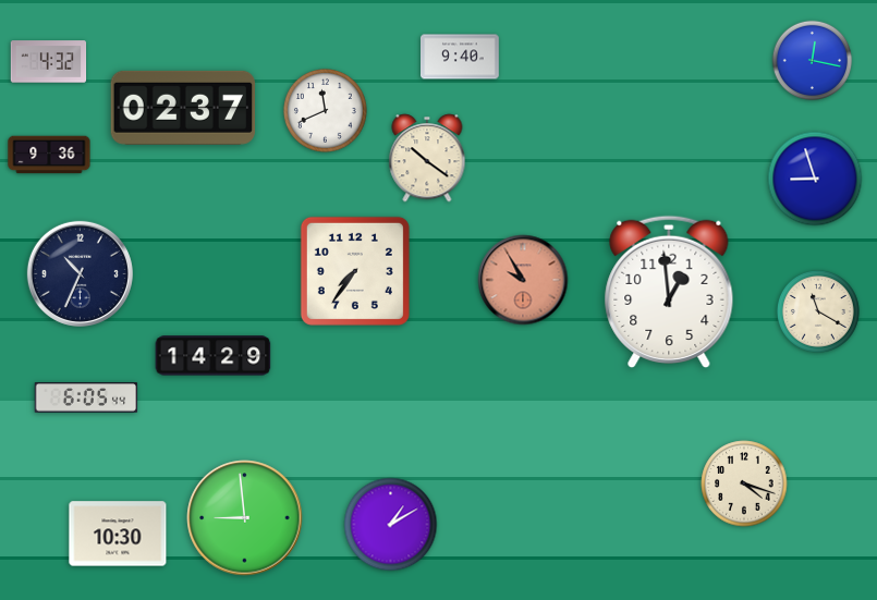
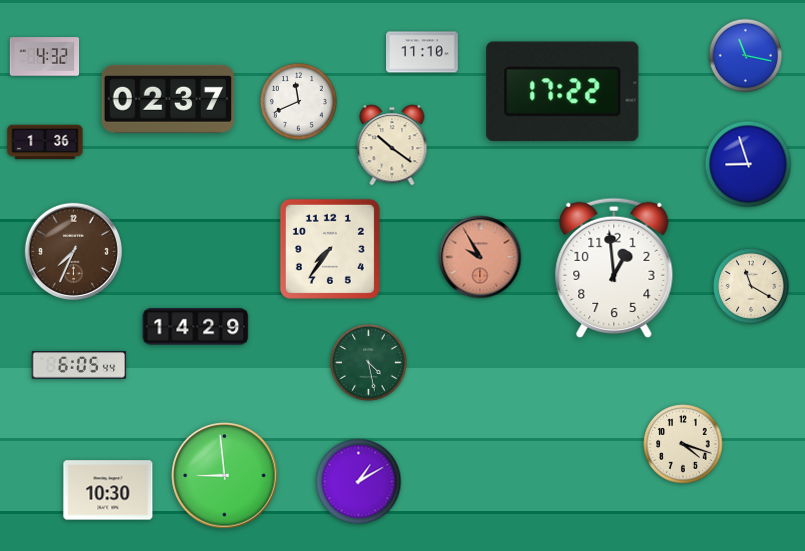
clock at (461, 57): 9:40 -> 11:10
clock at (813, 61): 12:17 -> 11:17
clock at (563, 92): none -> 17:22
clock at (49, 155): 9:36 -> 1:36
clock at (355, 271) position: (355, 271) -> (330, 249)
clock at (80, 273): 10:34 -> 7:34
clock at (80, 273) dial: navy -> brown
clock at (368, 362): none -> 4:28
